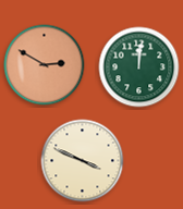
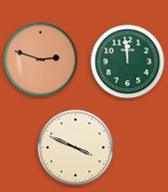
clock at (45, 65): 2:50 -> 2:48
clock at (139, 67): 12:01 -> 11:59
